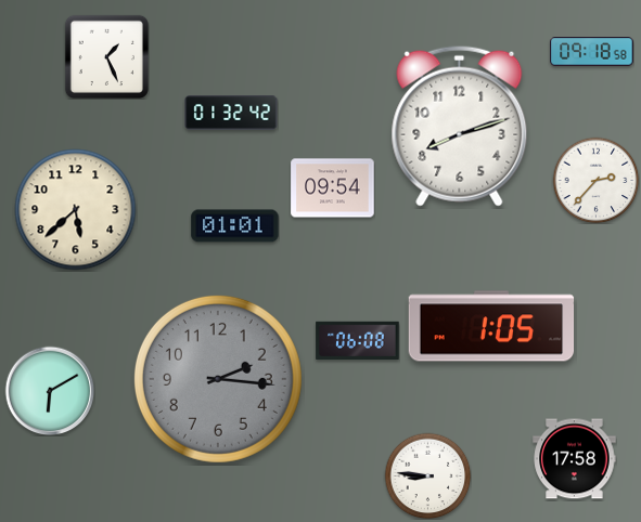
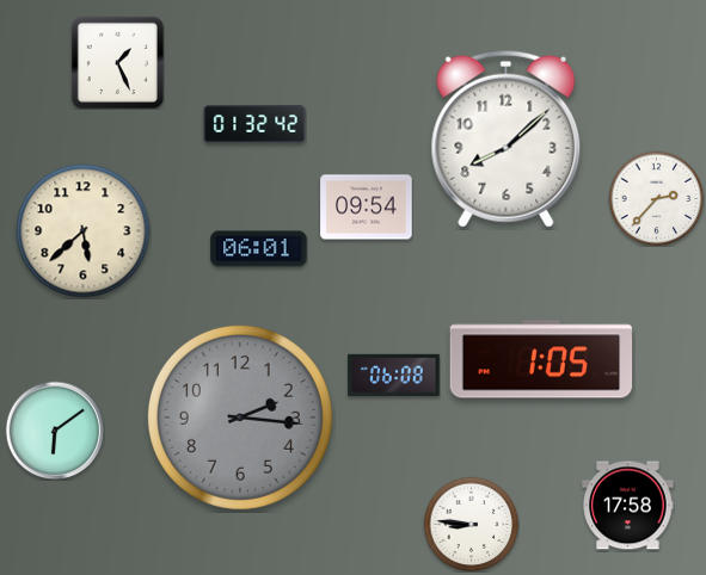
clock at (592, 52): 09:18 -> none
clock at (460, 126): 8:12 -> 8:08
clock at (235, 226): 01:01 -> 06:01
clock at (50, 391): 6:10 -> 6:09
clock at (575, 459) position: (575, 459) -> (628, 506)
